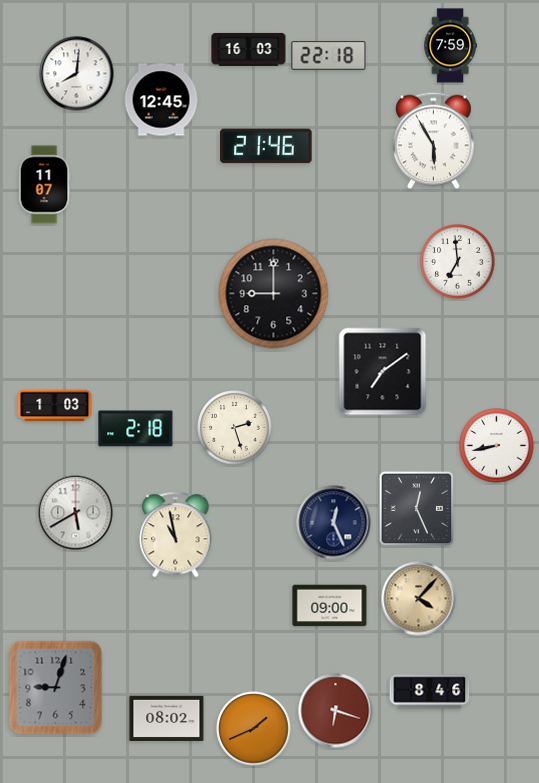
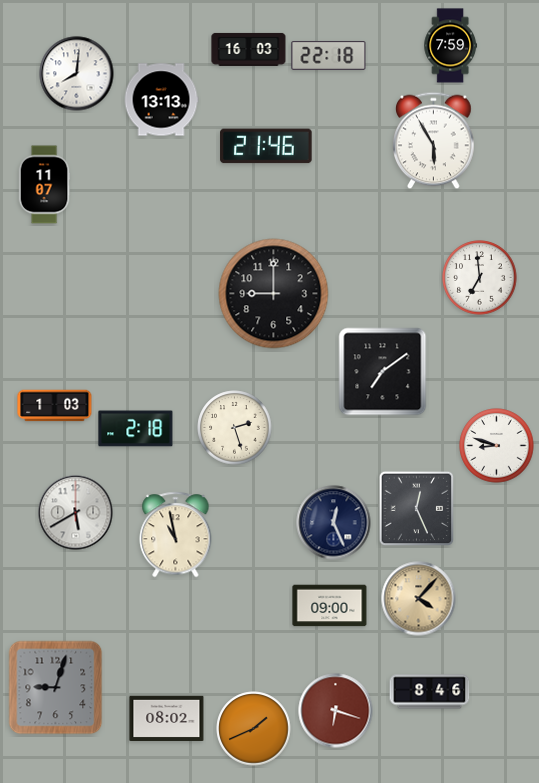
clock at (161, 100): 12:45 -> 13:13
clock at (458, 262) position: (458, 262) -> (480, 278)
clock at (497, 446): 8:43 -> 8:48
